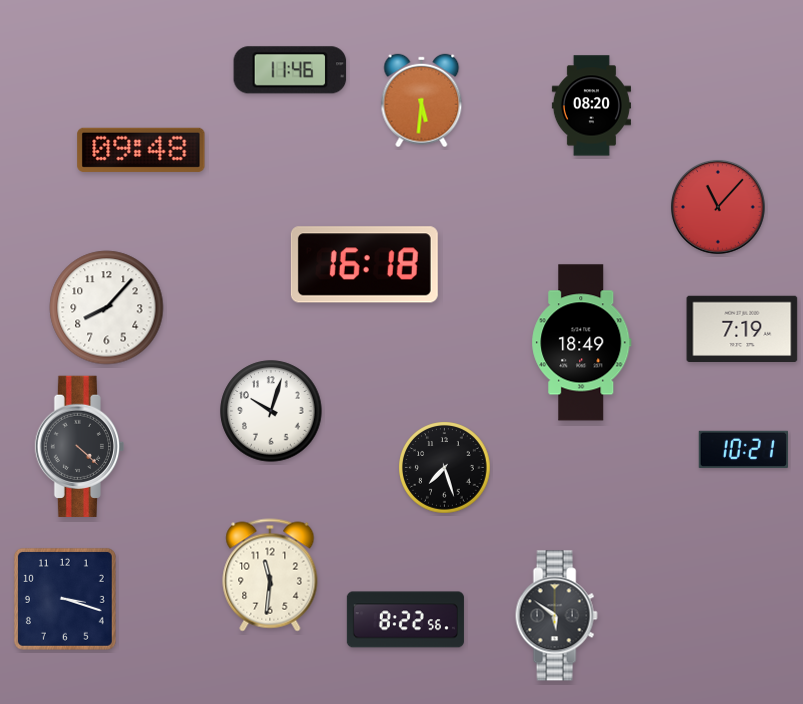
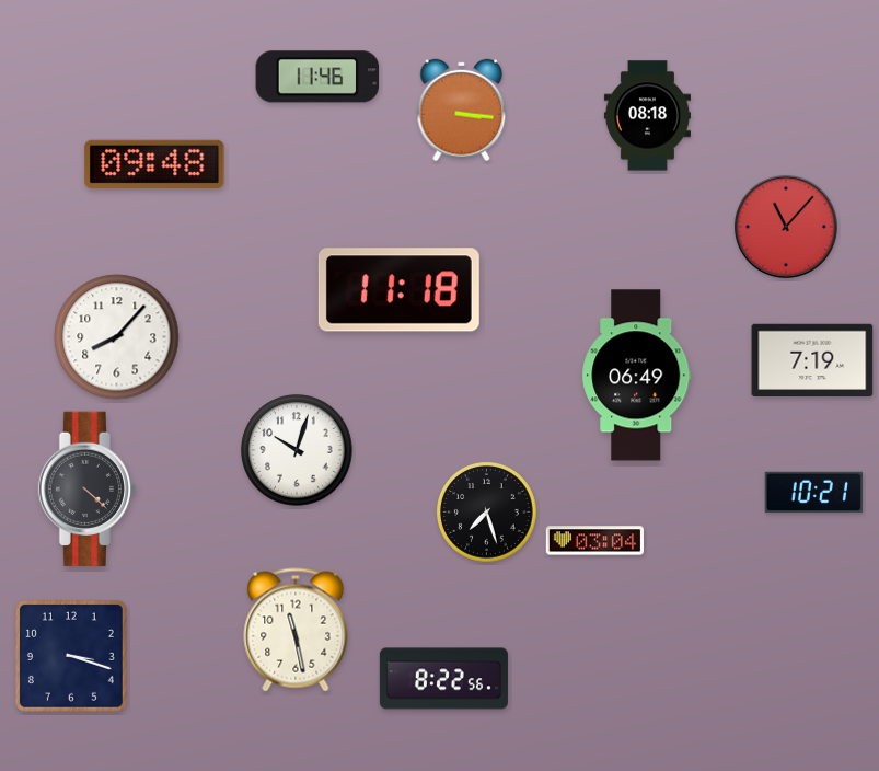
clock at (422, 101): 5:31 -> 3:16
clock at (591, 106): 08:20 -> 08:18
clock at (364, 265): 16:18 -> 11:18
clock at (582, 343): 18:49 -> 06:49
clock at (594, 541): none -> 03:04
clock at (270, 575): 11:31 -> 11:28
clock at (556, 616): 5:51 -> none
